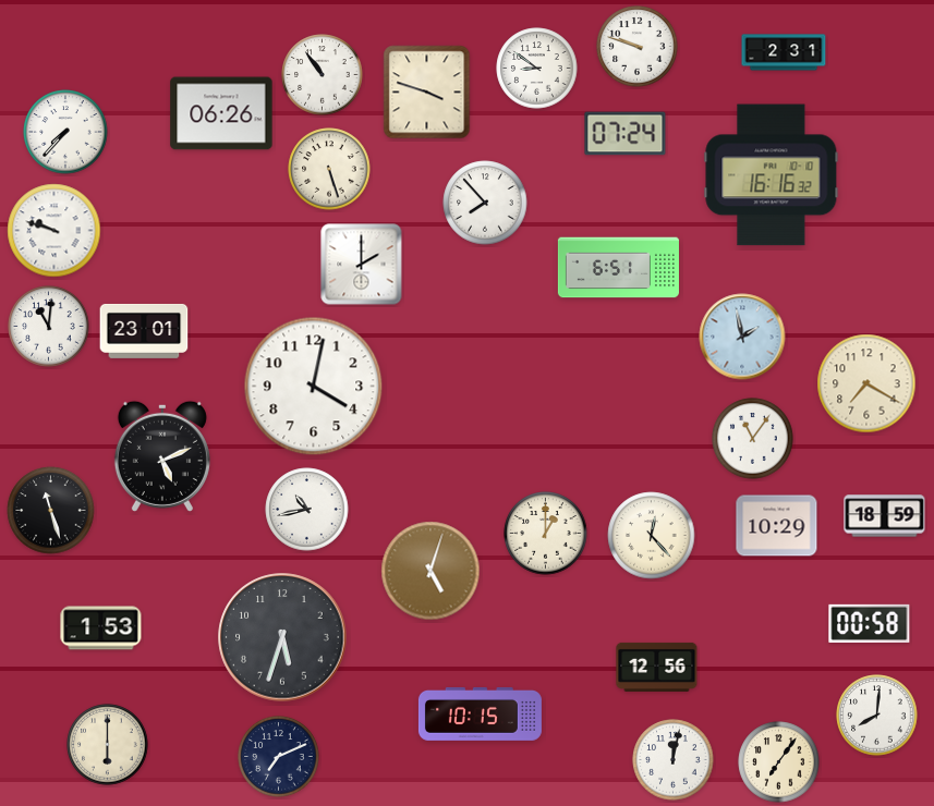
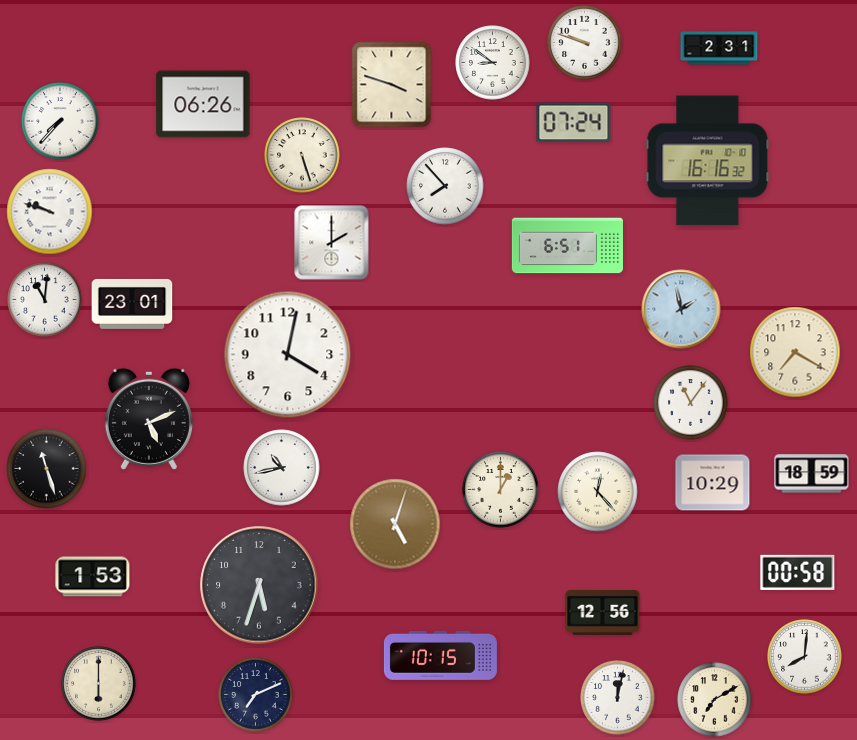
clock at (323, 75): 10:54 -> none
clock at (779, 762): 7:06 -> 7:10
